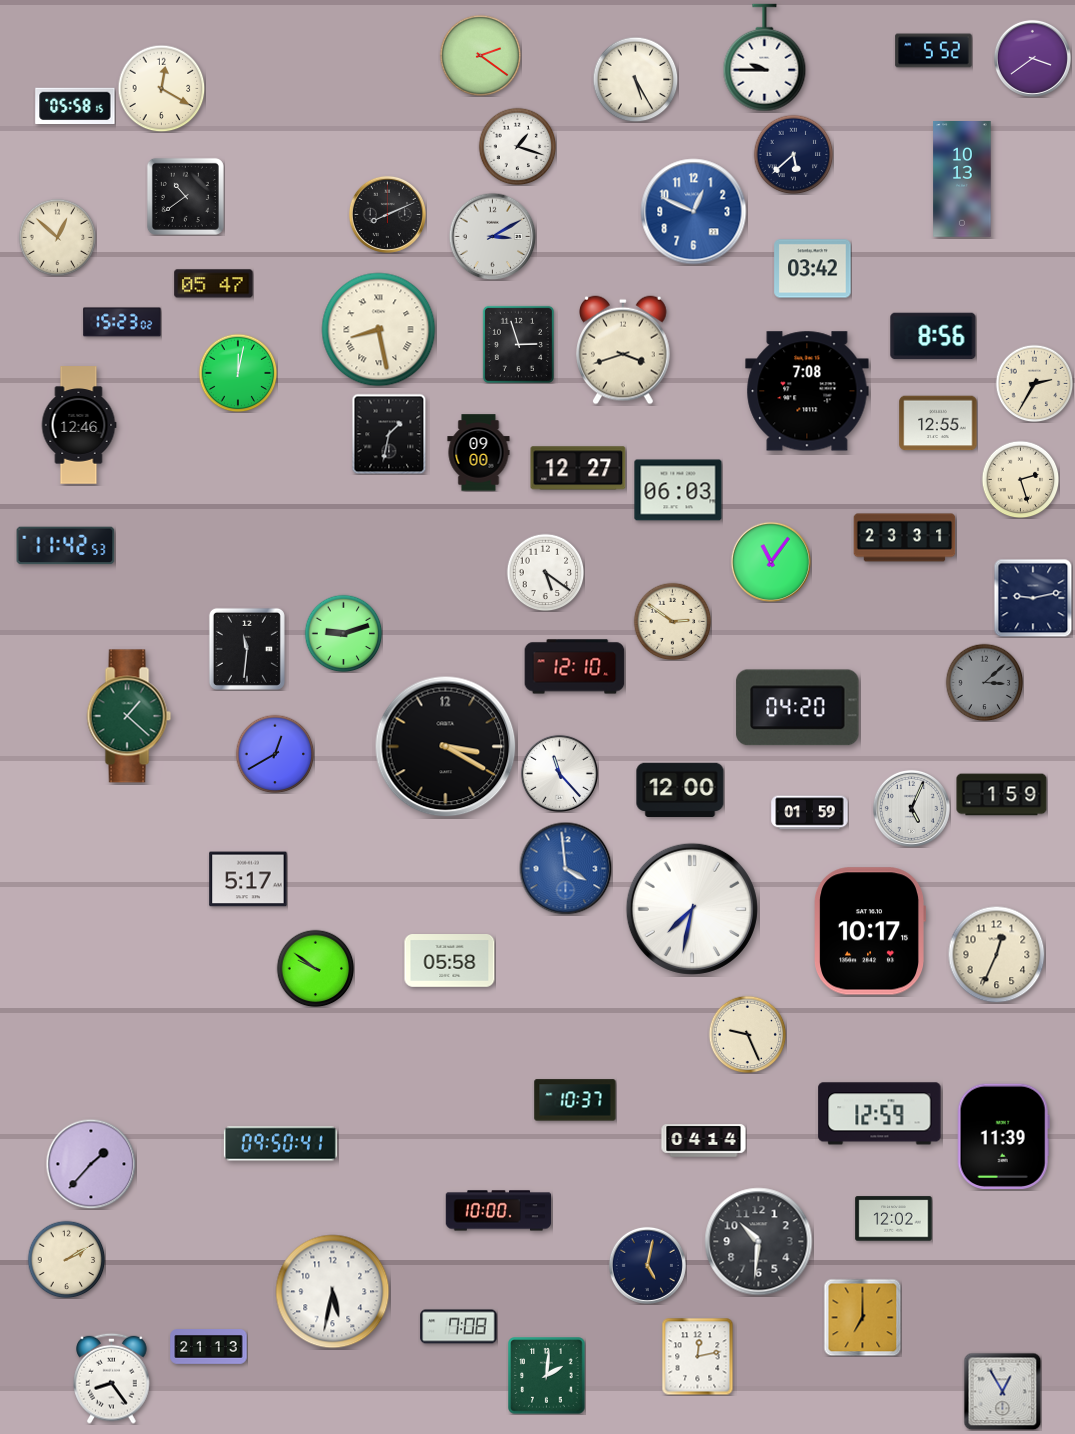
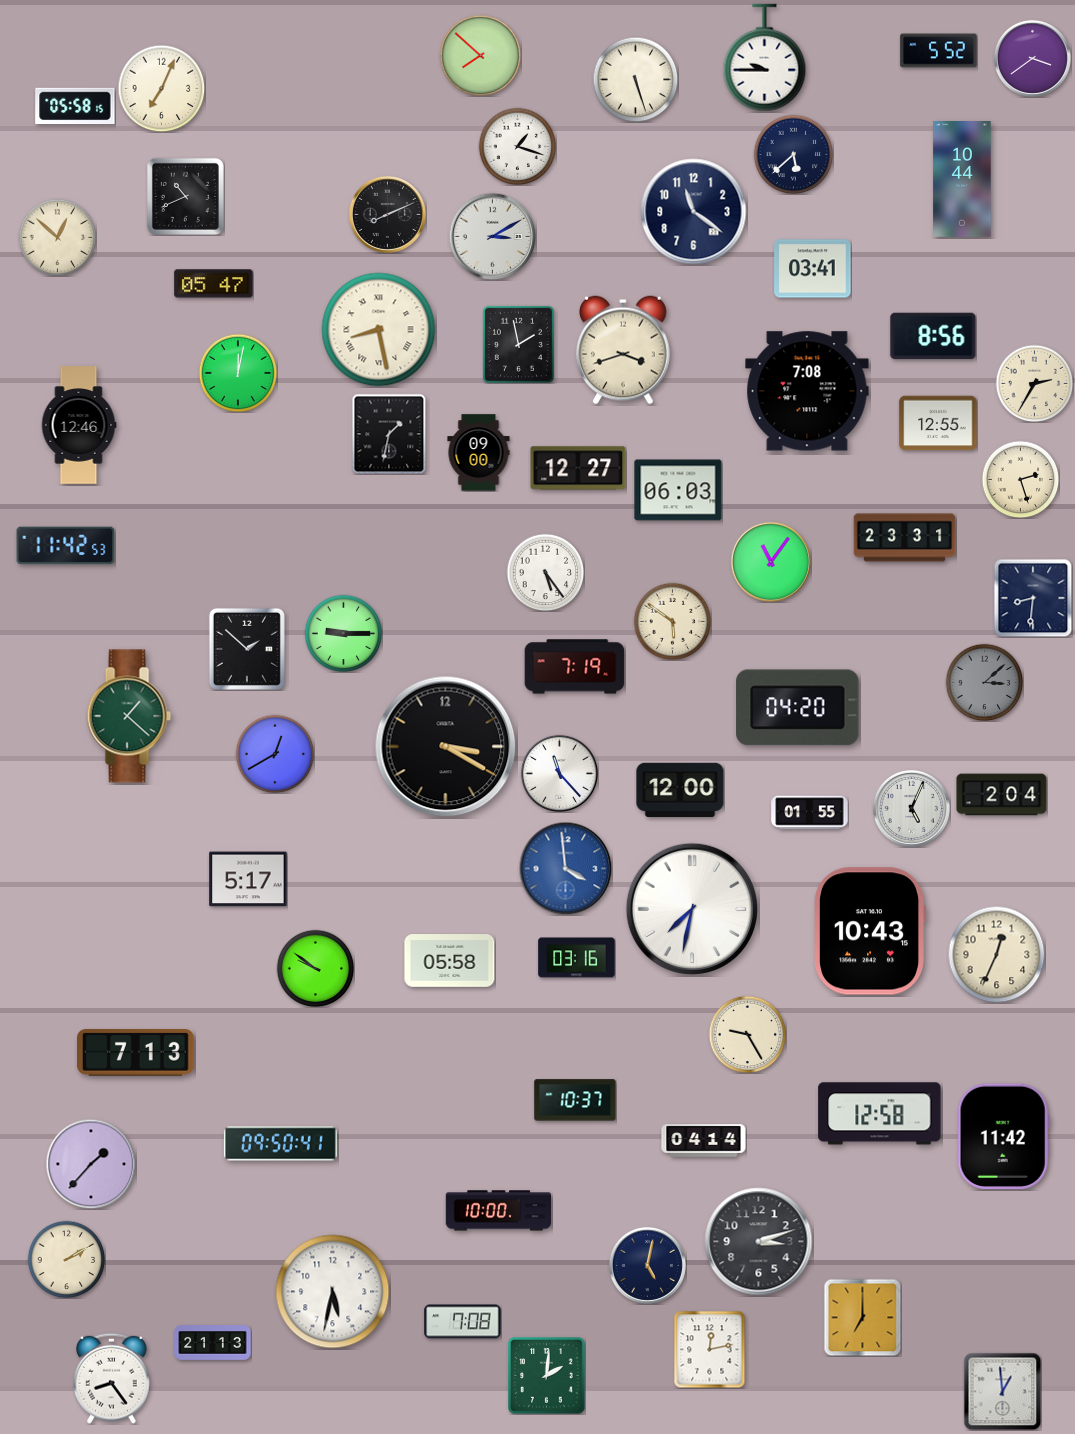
clock at (934, 51) position: (934, 51) -> (939, 51)
clock at (480, 55): 2:21 -> 7:52
clock at (635, 79): 5:25 -> 5:27
clock at (161, 88): 12:20 -> 7:04
clock at (962, 180): 10:13 -> 10:44
clock at (185, 196): 10:39 -> 10:41
clock at (694, 212): 12:49 -> 11:21
clock at (694, 212) dial: blue -> navy
clock at (813, 269): 03:42 -> 03:41
clock at (122, 322): 15:23 -> none
clock at (518, 344): 2:57 -> 1:58
clock at (545, 572): 5:21 -> 5:24
clock at (1033, 598): 9:13 -> 8:31
clock at (672, 621): 2:51 -> 5:51
clock at (343, 633): 9:12 -> 9:15
clock at (247, 649): 11:31 -> 1:52
clock at (575, 667): 12:10 -> 7:19
clock at (1002, 795): 1:59 -> 2:04
clock at (810, 813): 01:59 -> 01:55
clock at (870, 931): 10:17 -> 10:43
clock at (577, 958): none -> 03:16
clock at (747, 1034): 9:26 -> 9:25
clock at (136, 1053): none -> 7:13
clock at (880, 1114): 12:59 -> 12:58
clock at (1003, 1136): 11:39 -> 11:42
clock at (894, 1219): 12:02 -> none
clock at (759, 1242): 10:31 -> 3:12
clock at (459, 1327) position: (459, 1327) -> (463, 1322)
clock at (209, 1347) position: (209, 1347) -> (213, 1343)
clock at (698, 1356) position: (698, 1356) -> (710, 1349)
clock at (1002, 1391): 12:55 -> 12:59
